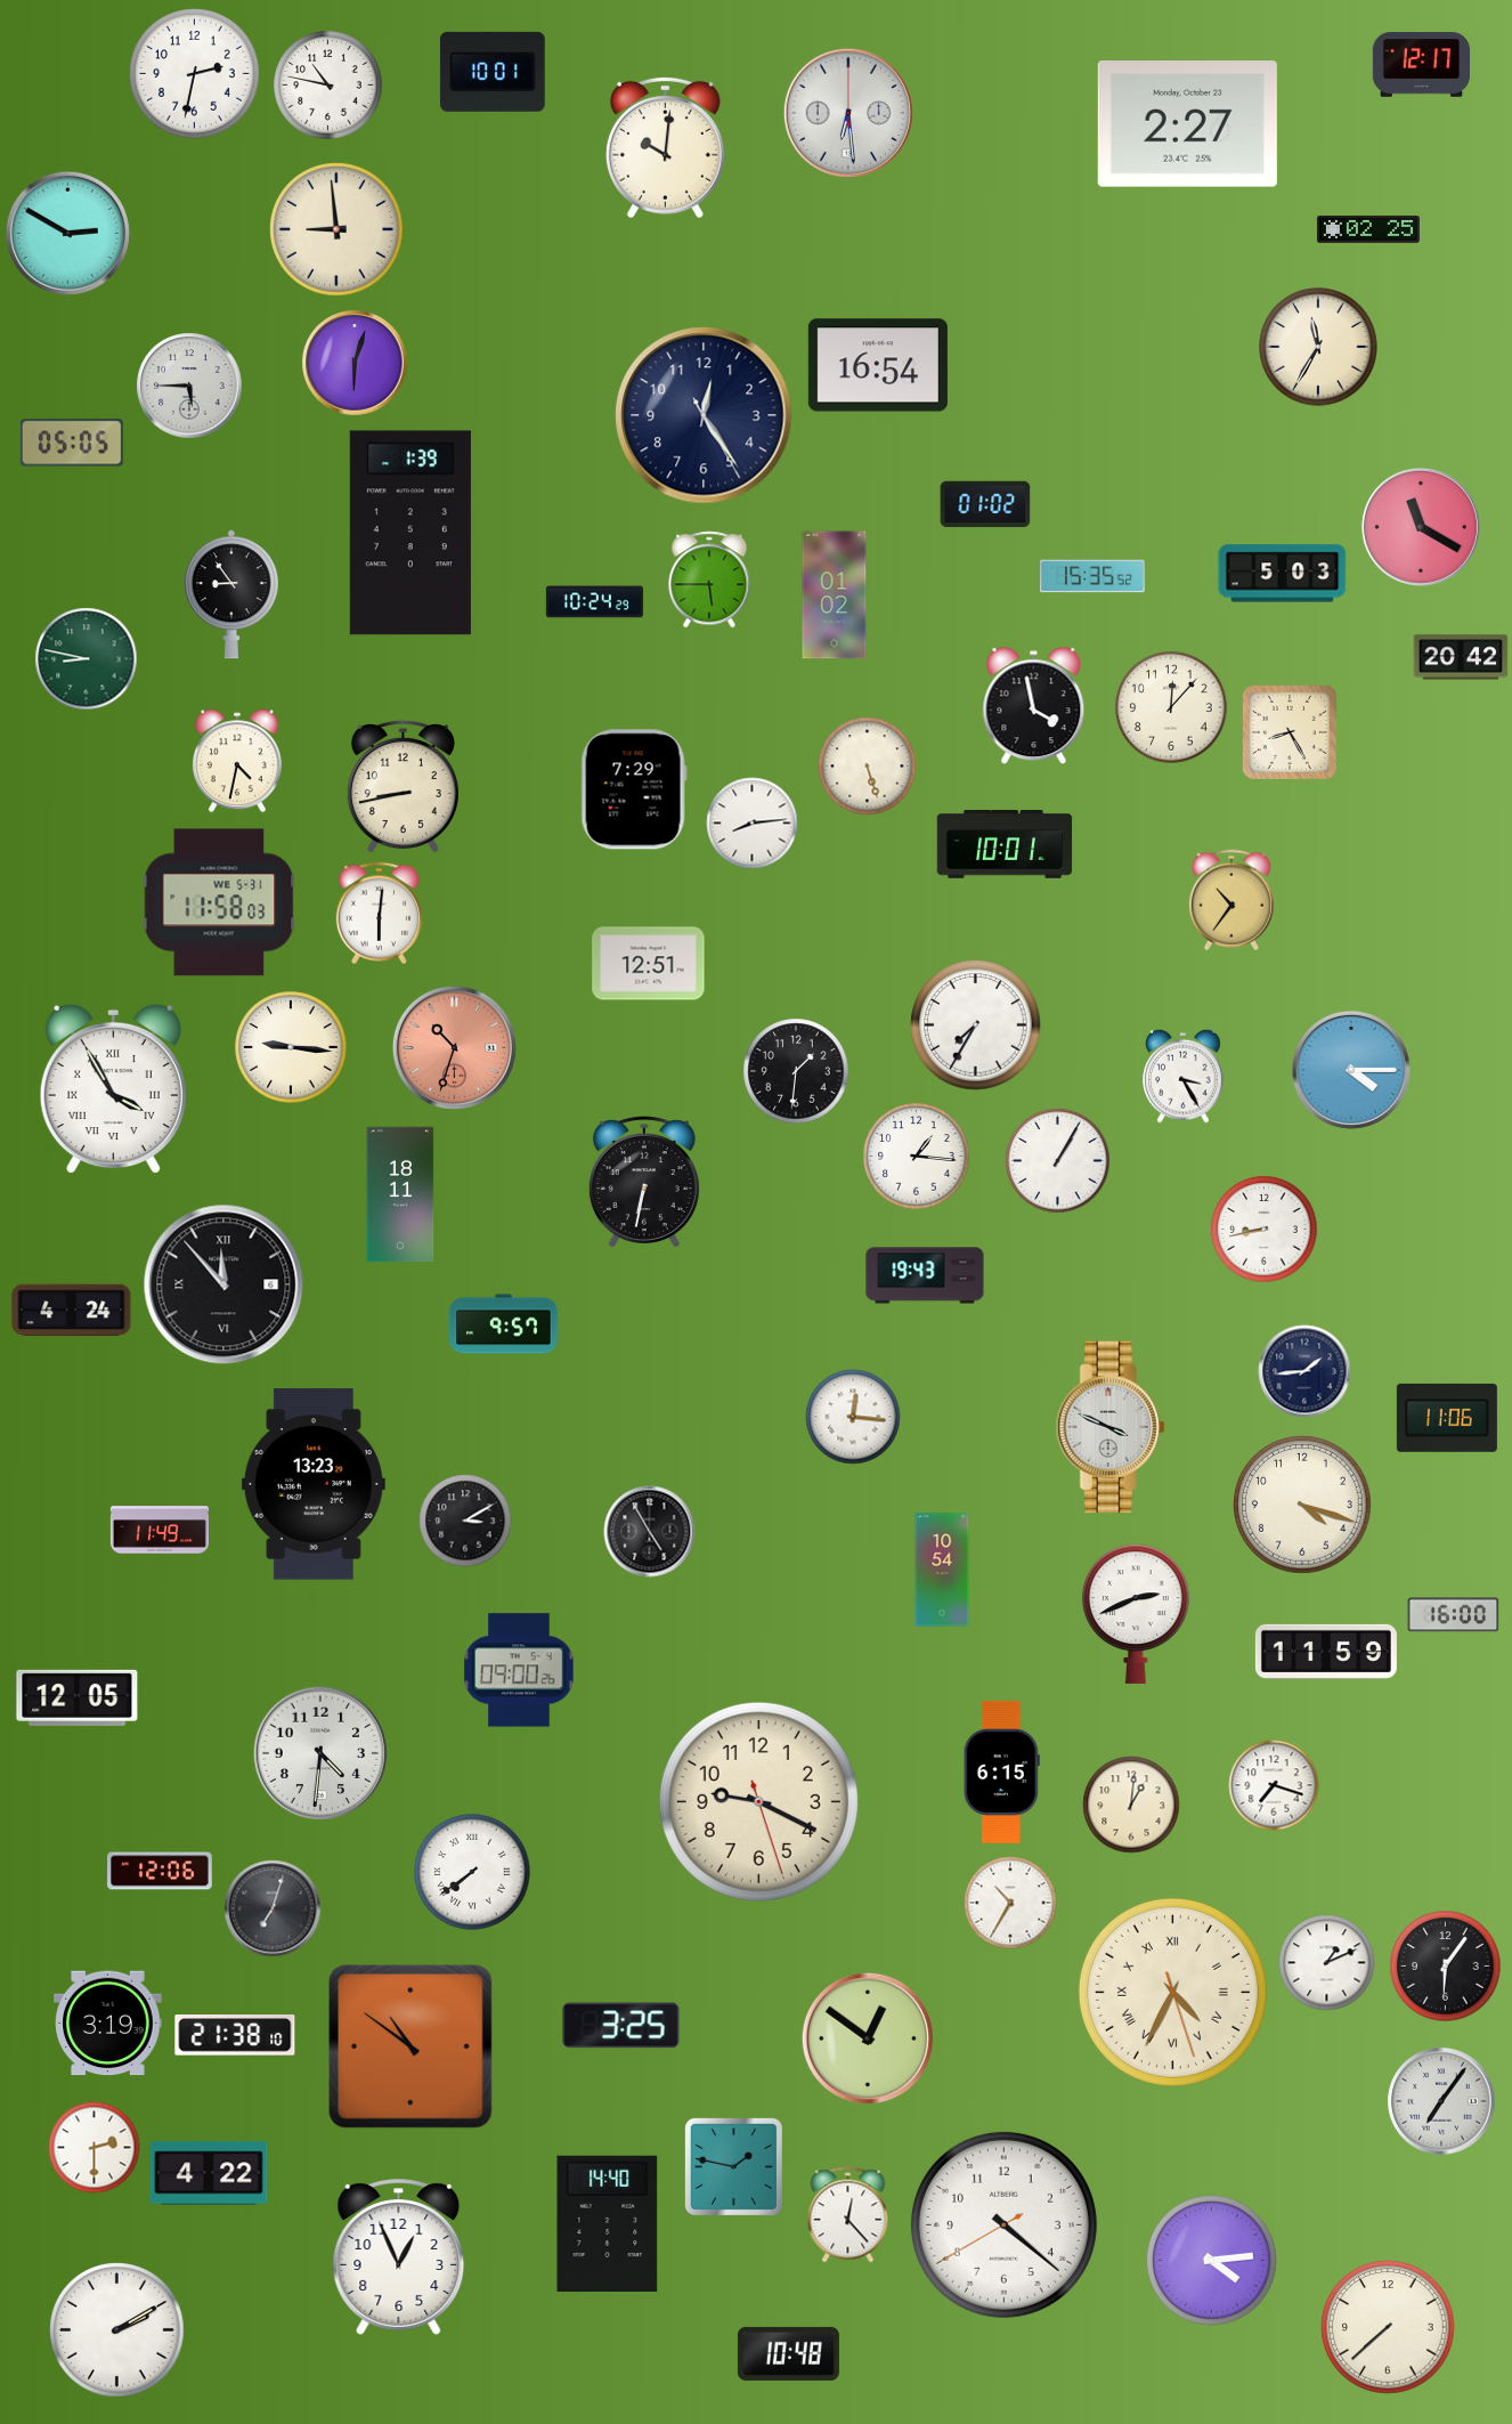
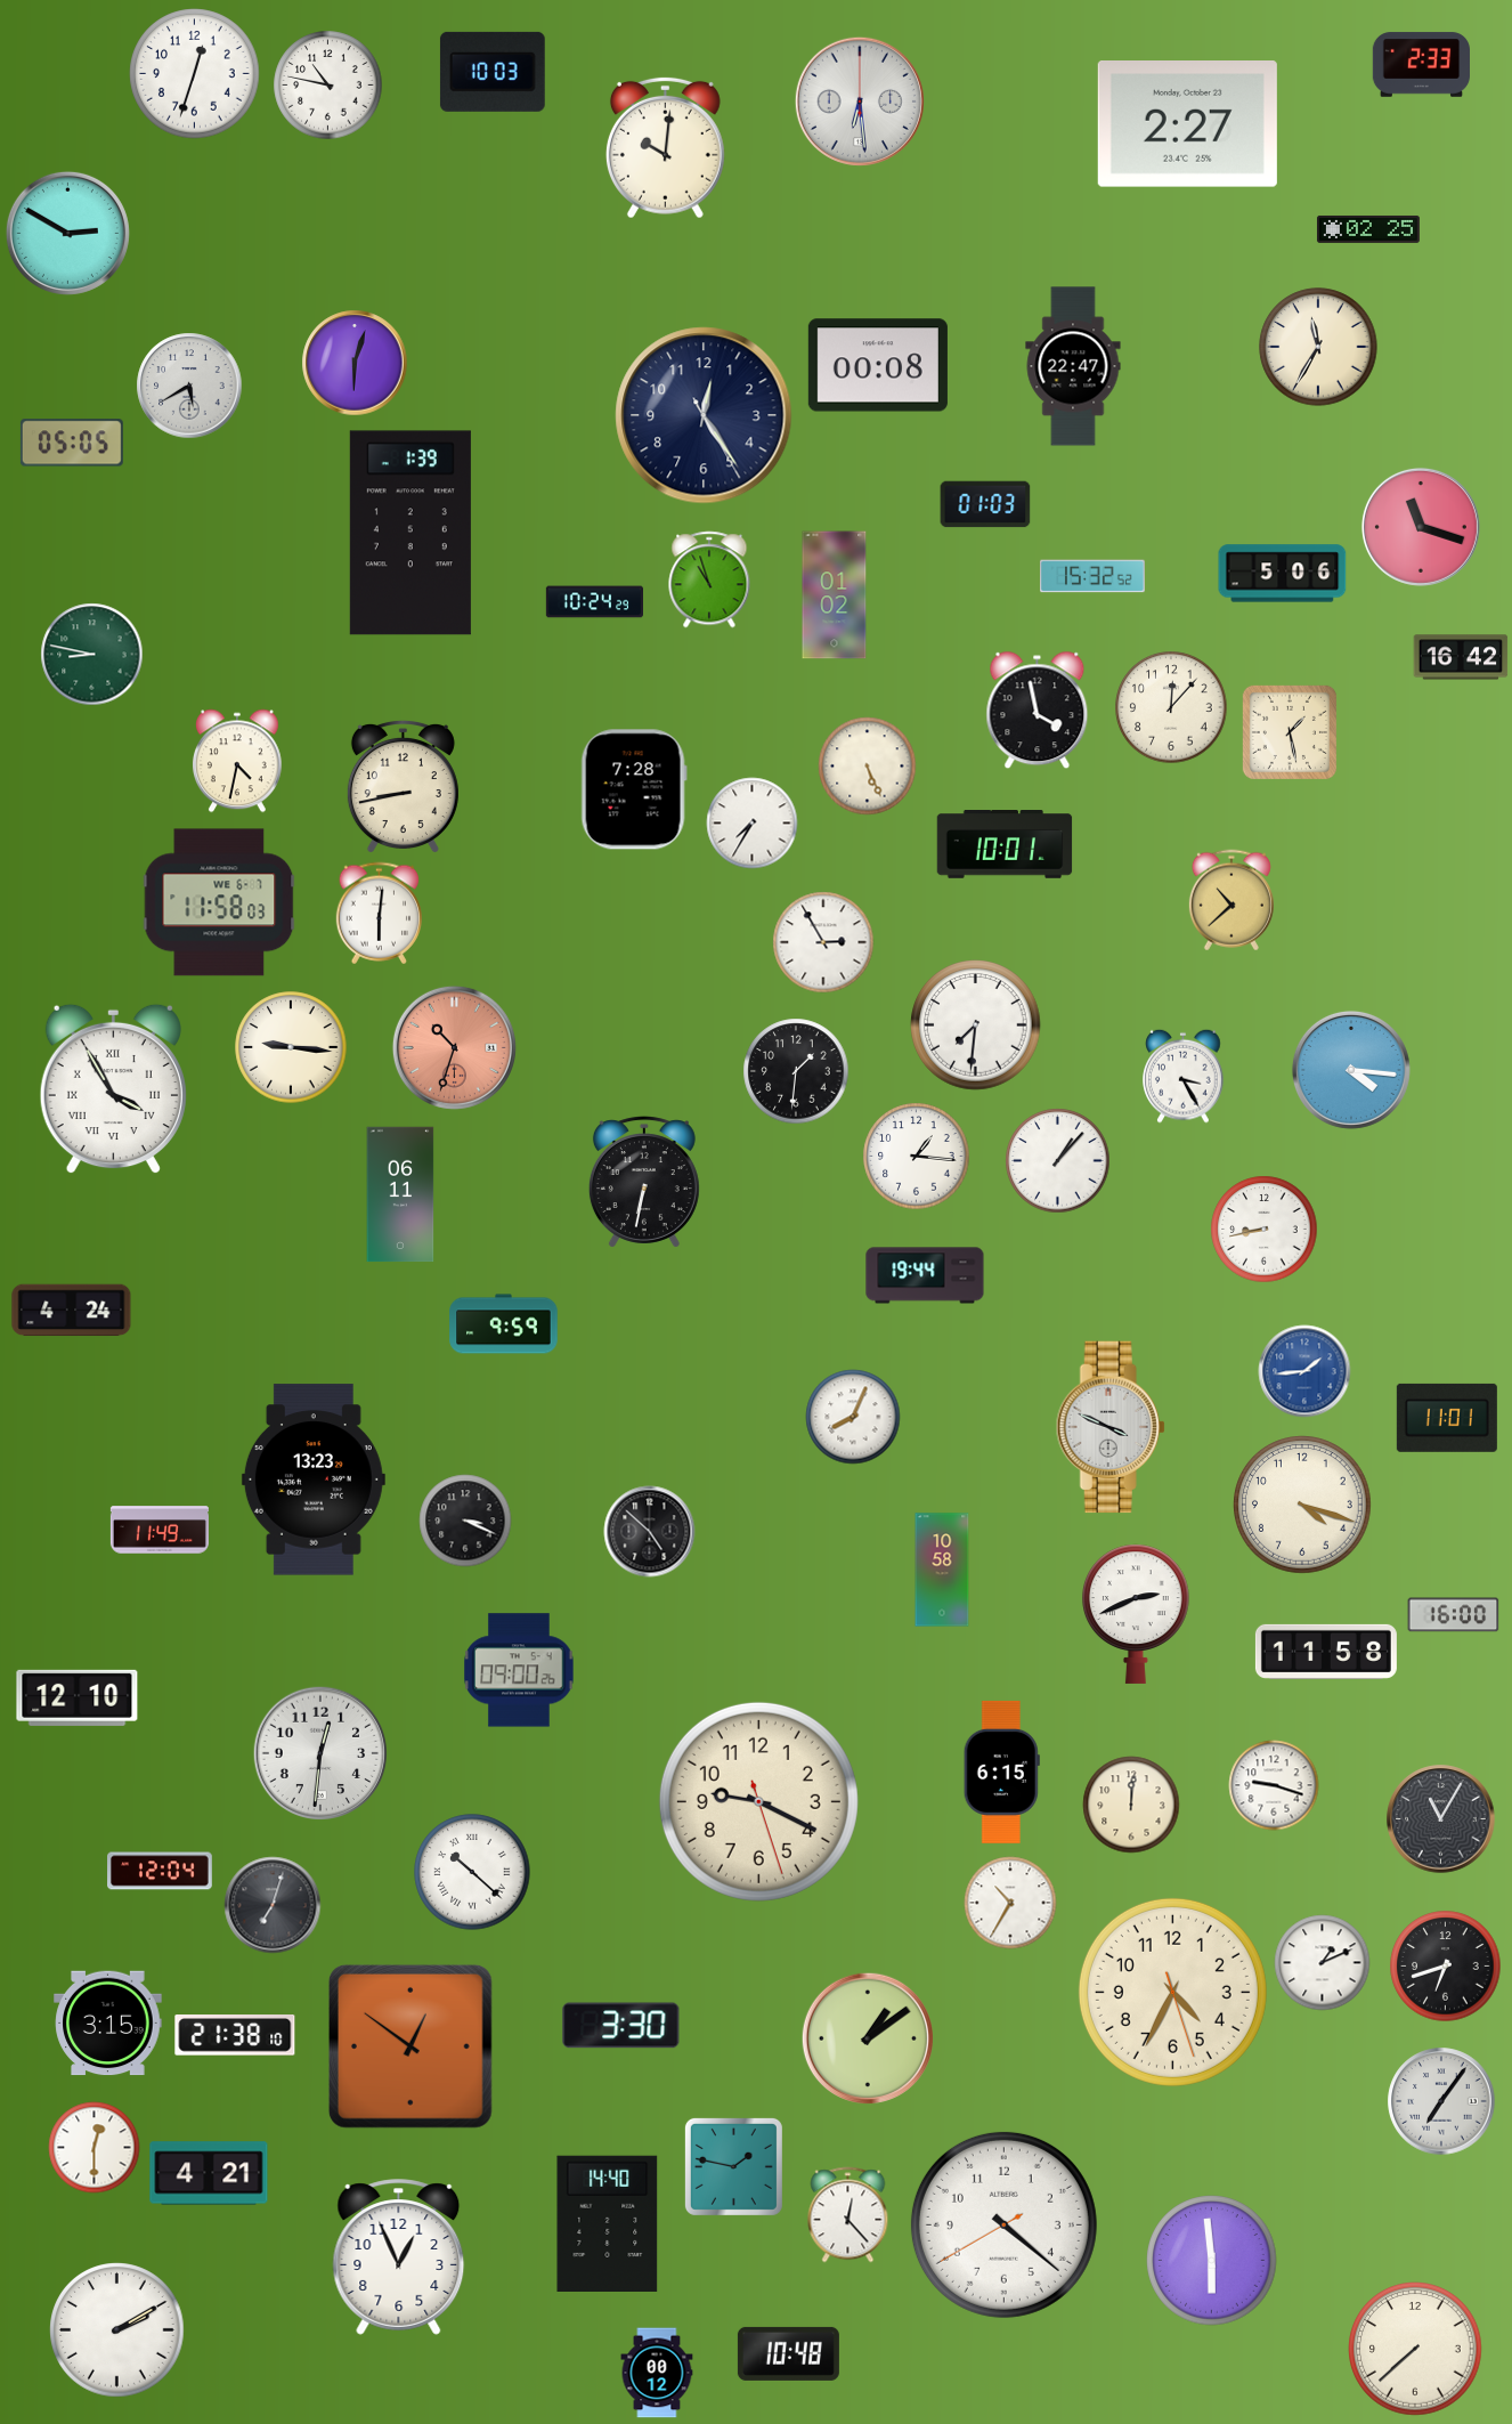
clock at (1421, 65): 12:17 -> 2:33
clock at (493, 72): 10:01 -> 10:03
clock at (195, 74): 2:32 -> 12:33
clock at (848, 113) position: (848, 113) -> (860, 102)
clock at (336, 229): 8:59 -> none
clock at (878, 365): 16:54 -> 00:08
clock at (1073, 366): none -> 22:47
clock at (189, 386): 5:45 -> 5:40
clock at (985, 504): 01:02 -> 01:03
clock at (1421, 527): 11:20 -> 11:18
clock at (1283, 574): 5:03 -> 5:06
clock at (1092, 576): 15:35 -> 15:32
clock at (709, 579): 5:45 -> 10:57
clock at (231, 594): 8:54 -> none
clock at (1461, 657): 20:42 -> 16:42
clock at (87, 659) position: (87, 659) -> (92, 655)
clock at (1034, 706) position: (1034, 706) -> (1038, 711)
clock at (1290, 732): 8:25 -> 1:28
clock at (868, 767): 5:27 -> 5:26
clock at (634, 789): 7:29 -> 7:28
clock at (753, 824): 8:14 -> 7:35
clock at (1231, 900): 10:36 -> 10:38
clock at (219, 902) date: WE 5-31 -> WE 6-7
clock at (823, 942): none -> 2:55
clock at (649, 964): 12:51 -> none
clock at (976, 1025): 7:35 -> 7:31
clock at (1351, 1070): 4:15 -> 4:16
clock at (1058, 1161): 1:05 -> 1:07
clock at (400, 1194): 18:11 -> 06:11
clock at (925, 1275): 19:43 -> 19:44
clock at (223, 1284): 11:53 -> none
clock at (504, 1324): 9:57 -> 9:59
clock at (1304, 1371) dial: navy -> blue
clock at (853, 1417): 12:16 -> 8:04
clock at (1447, 1418): 11:06 -> 11:01
clock at (314, 1484) position: (314, 1484) -> (314, 1479)
clock at (465, 1521): 3:10 -> 3:19
clock at (650, 1532): 4:55 -> 4:52
clock at (942, 1570): 10:54 -> 10:58
clock at (1326, 1652): 11:59 -> 11:58
clock at (78, 1697): 12:05 -> 12:10
clock at (319, 1752): 4:31 -> 12:31
clock at (1274, 1785): 7:18 -> 9:18
clock at (1131, 1805): 1:01 -> 12:01
clock at (1441, 1819): none -> 11:05
clock at (160, 1871): 12:06 -> 12:04
clock at (472, 1872): 7:39 -> 10:22
clock at (273, 1908) position: (273, 1908) -> (273, 1905)
clock at (1327, 1963) position: (1327, 1963) -> (1323, 1963)
clock at (1446, 1967): 6:06 -> 6:42
clock at (1172, 1992) numerals: Roman -> Arabic
clock at (108, 2024): 3:19 -> 3:15
clock at (621, 2026): 3:25 -> 3:30
clock at (868, 2038): 12:51 -> 1:09
clock at (410, 2046): 10:51 -> 12:51
clock at (95, 2148): 2:30 -> 12:30
clock at (209, 2173): 4:22 -> 4:21
clock at (1212, 2261): 4:14 -> 5:59
clock at (1388, 2327) position: (1388, 2327) -> (1415, 2349)
clock at (657, 2373): none -> 00:12
